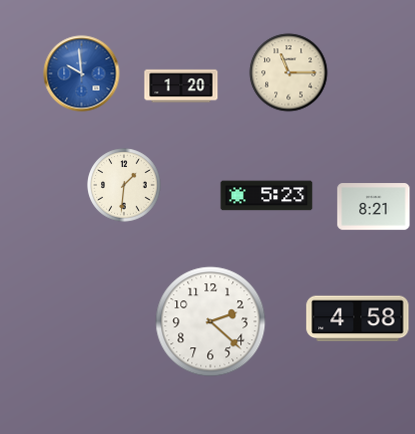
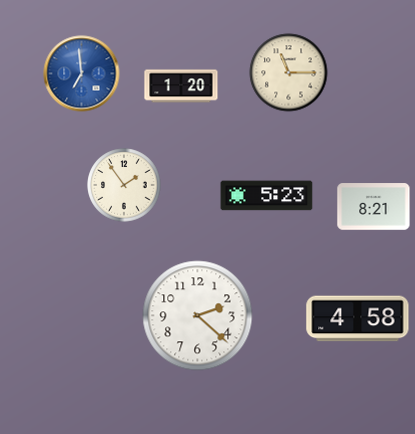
clock at (82, 74): 9:59 -> 6:59
clock at (124, 185): 1:31 -> 1:54
clock at (211, 322) position: (211, 322) -> (198, 316)
